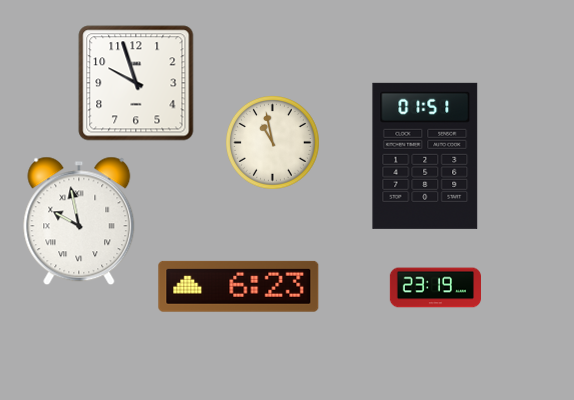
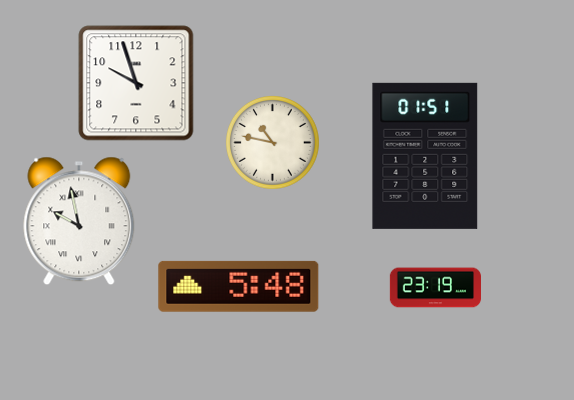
clock at (273, 143): 10:58 -> 10:47
clock at (239, 286): 6:23 -> 5:48
